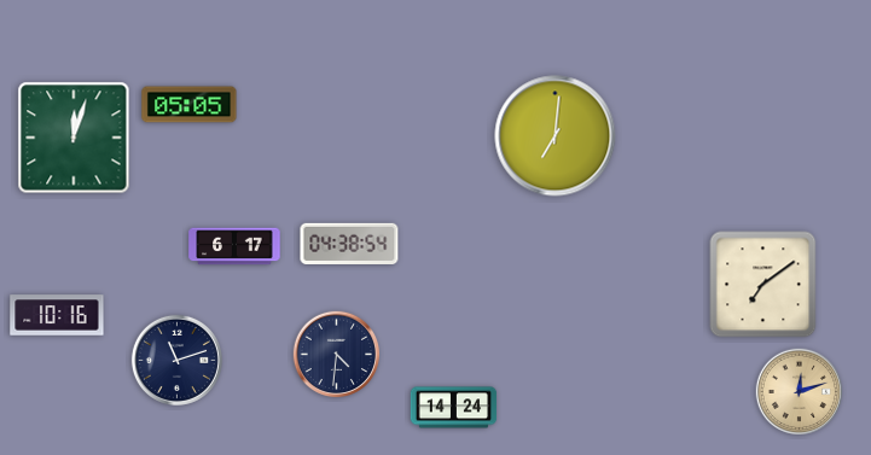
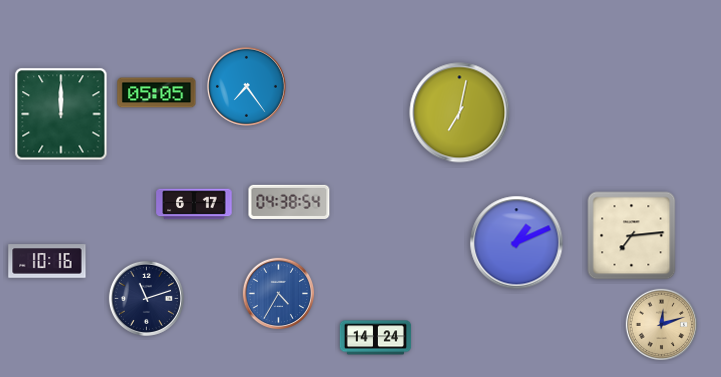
clock at (246, 86): none -> 7:24
clock at (190, 105) position: (190, 105) -> (157, 93)
clock at (556, 136): 7:01 -> 7:02
clock at (74, 138): 12:03 -> 12:00
clock at (763, 285): 7:09 -> 7:14
clock at (517, 243): none -> 1:11
clock at (337, 355): 4:31 -> 4:35
clock at (337, 355) dial: navy -> blue
